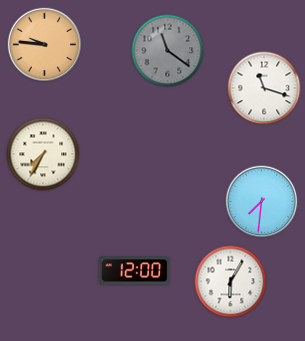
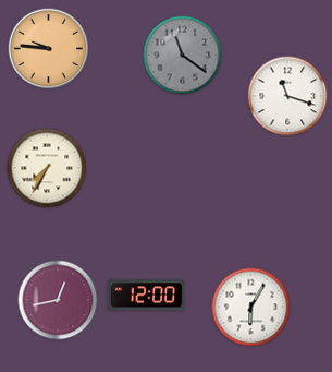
clock at (262, 202): 7:31 -> none
clock at (58, 300): none -> 12:43
